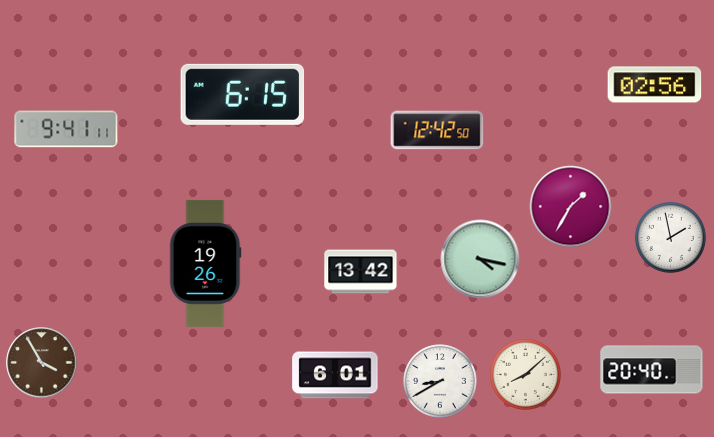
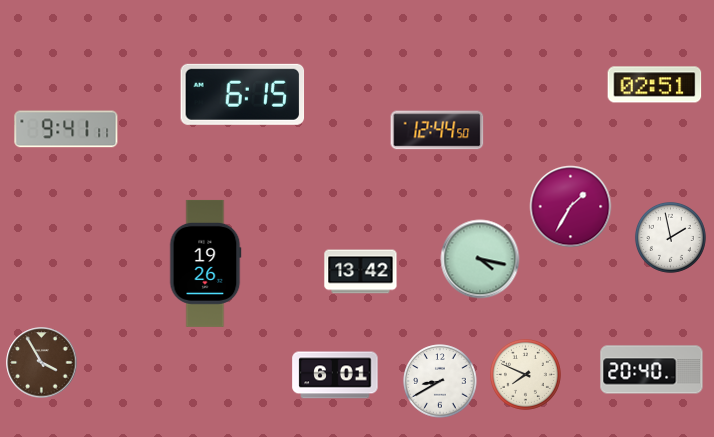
clock at (655, 85): 02:56 -> 02:51
clock at (437, 130): 12:42 -> 12:44
clock at (525, 374): 8:08 -> 7:49
